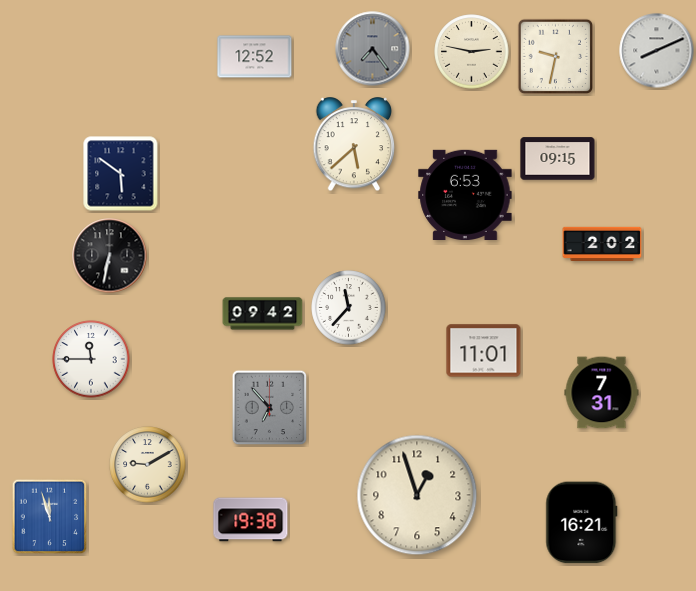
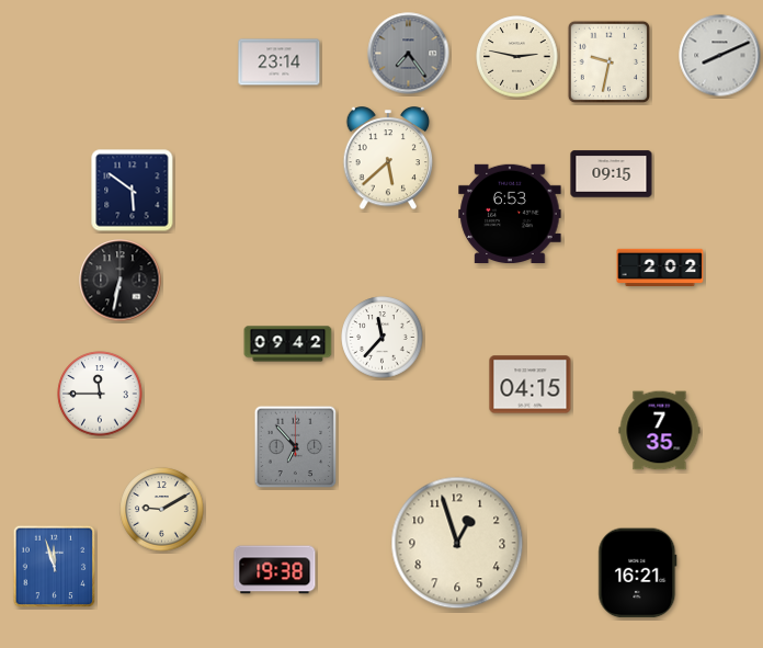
clock at (255, 57): 12:52 -> 23:14
clock at (484, 351): 11:01 -> 04:15
clock at (602, 393): 7:31 -> 7:35
